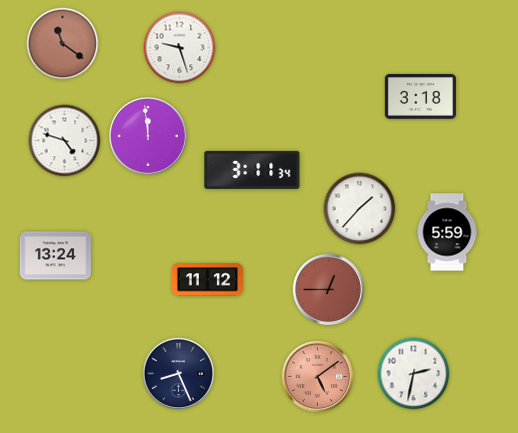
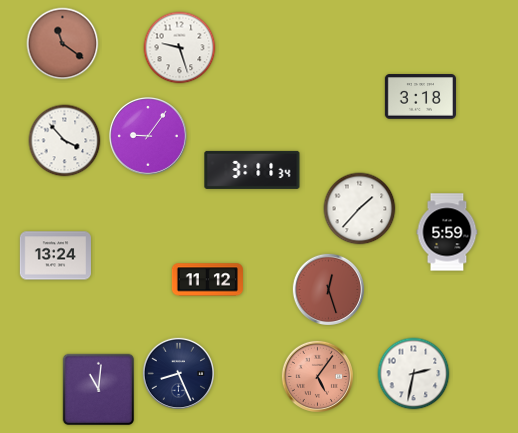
clock at (148, 136): 11:59 -> 9:06
clock at (65, 141): 4:48 -> 3:53
clock at (328, 289): 12:45 -> 12:27
clock at (317, 376): 5:09 -> 5:06
clock at (99, 390): none -> 11:01
